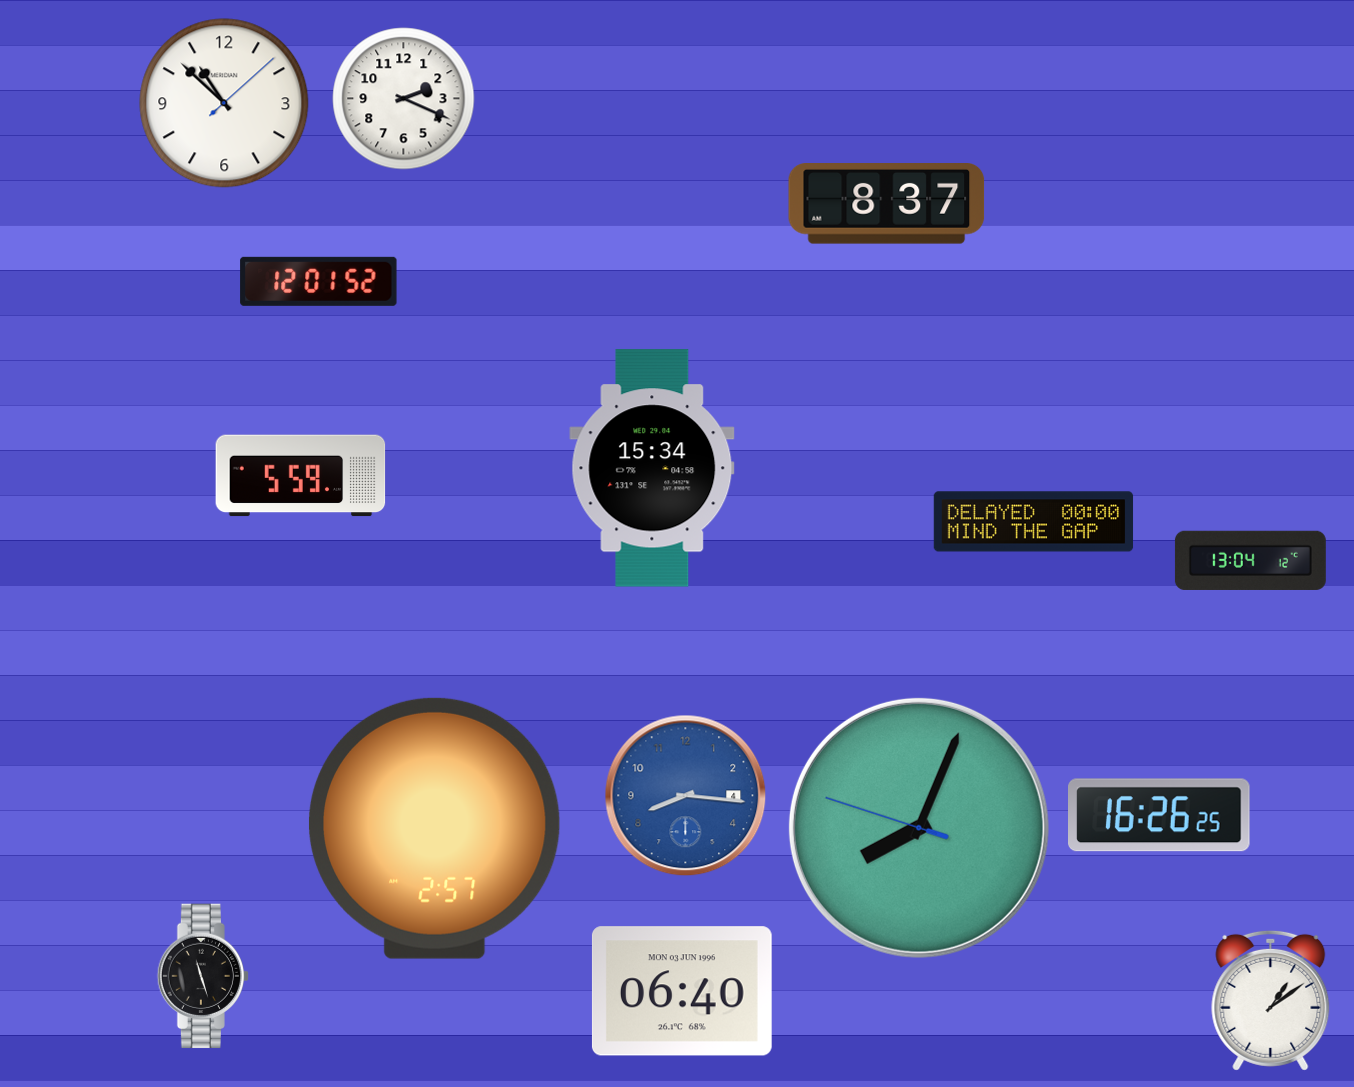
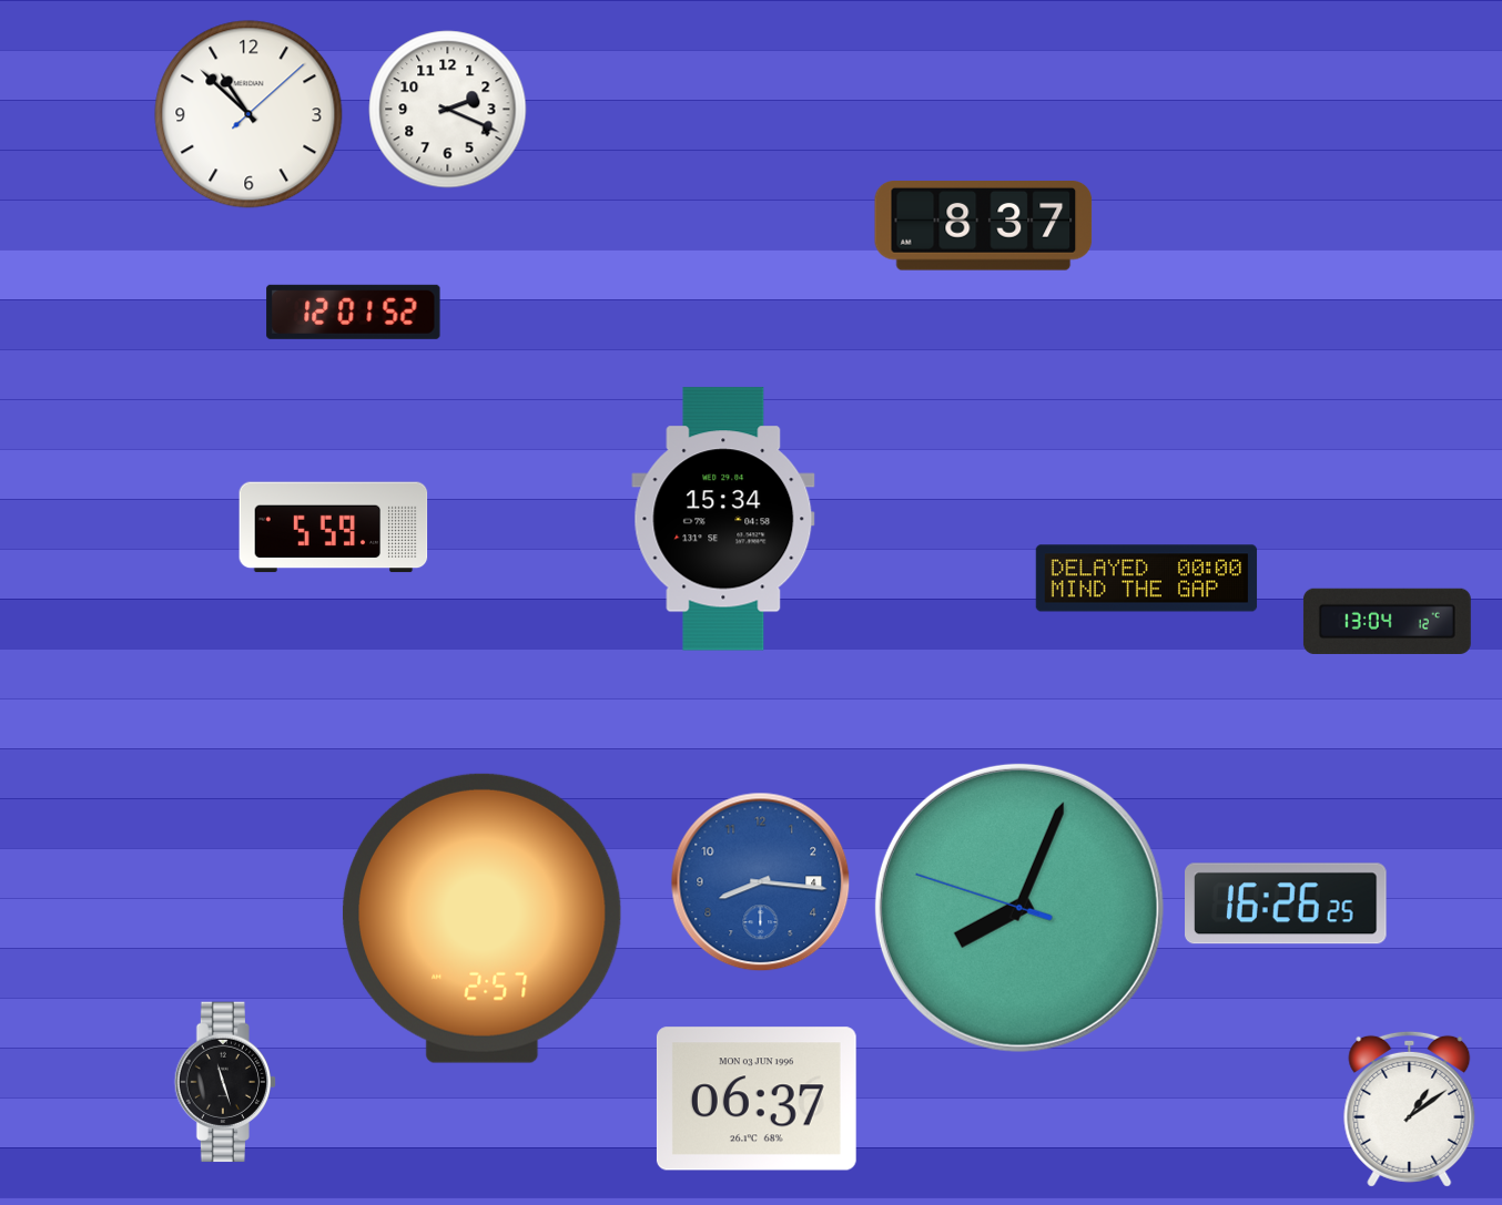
clock at (919, 828) position: (919, 828) -> (1019, 908)
clock at (682, 991): 06:40 -> 06:37
